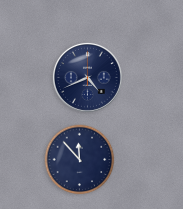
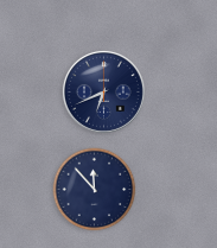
clock at (87, 77): 4:41 -> 6:41
